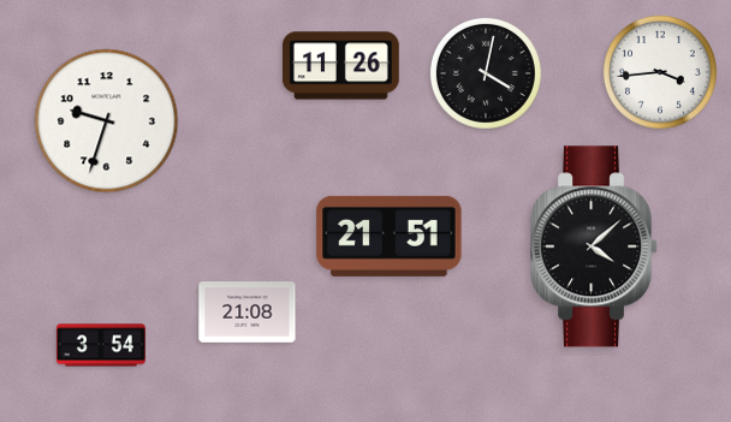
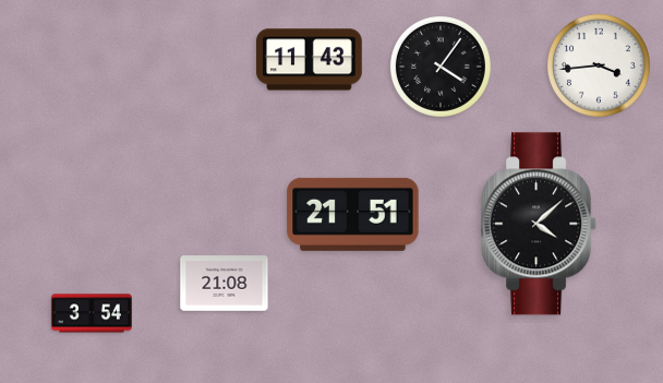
clock at (341, 66): 11:26 -> 11:43
clock at (486, 73): 4:02 -> 4:06
clock at (107, 121): 9:33 -> none
